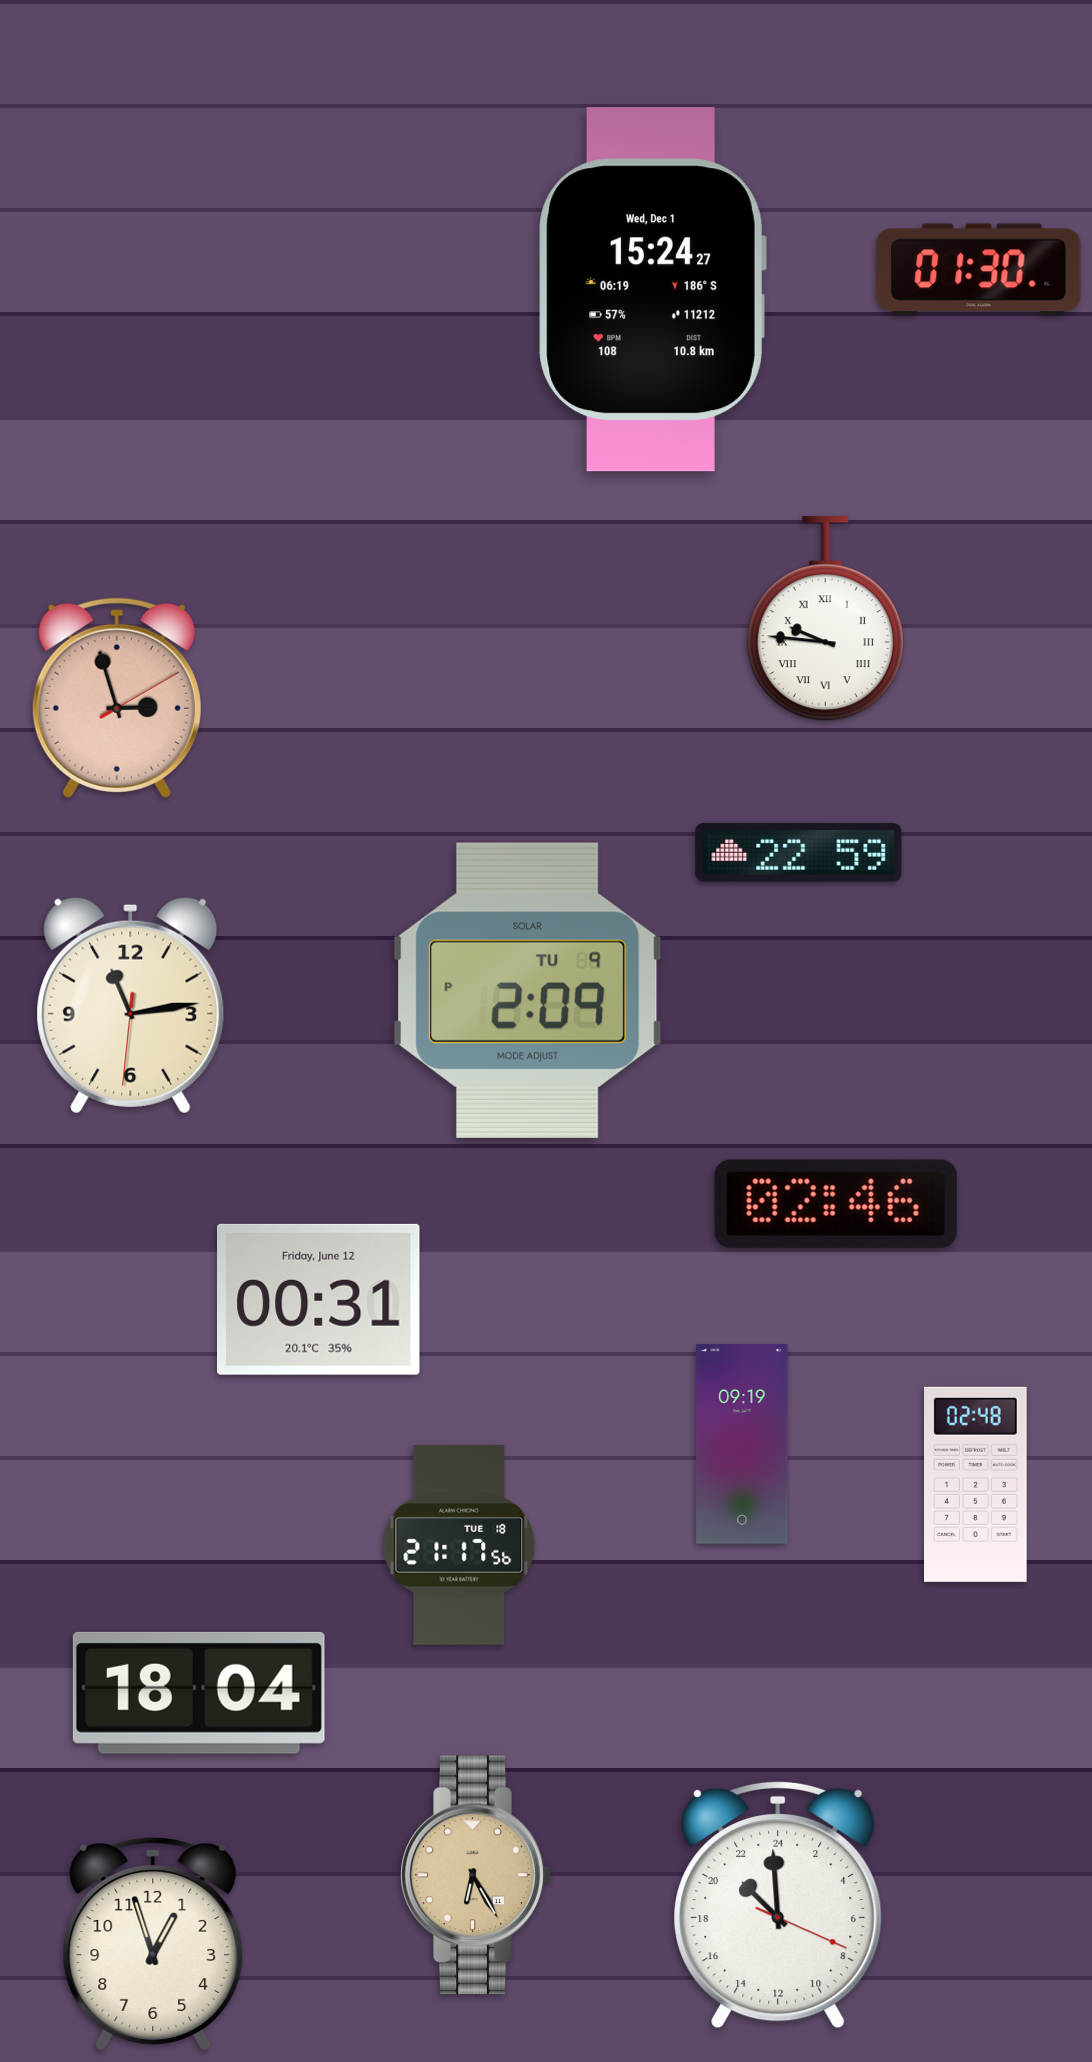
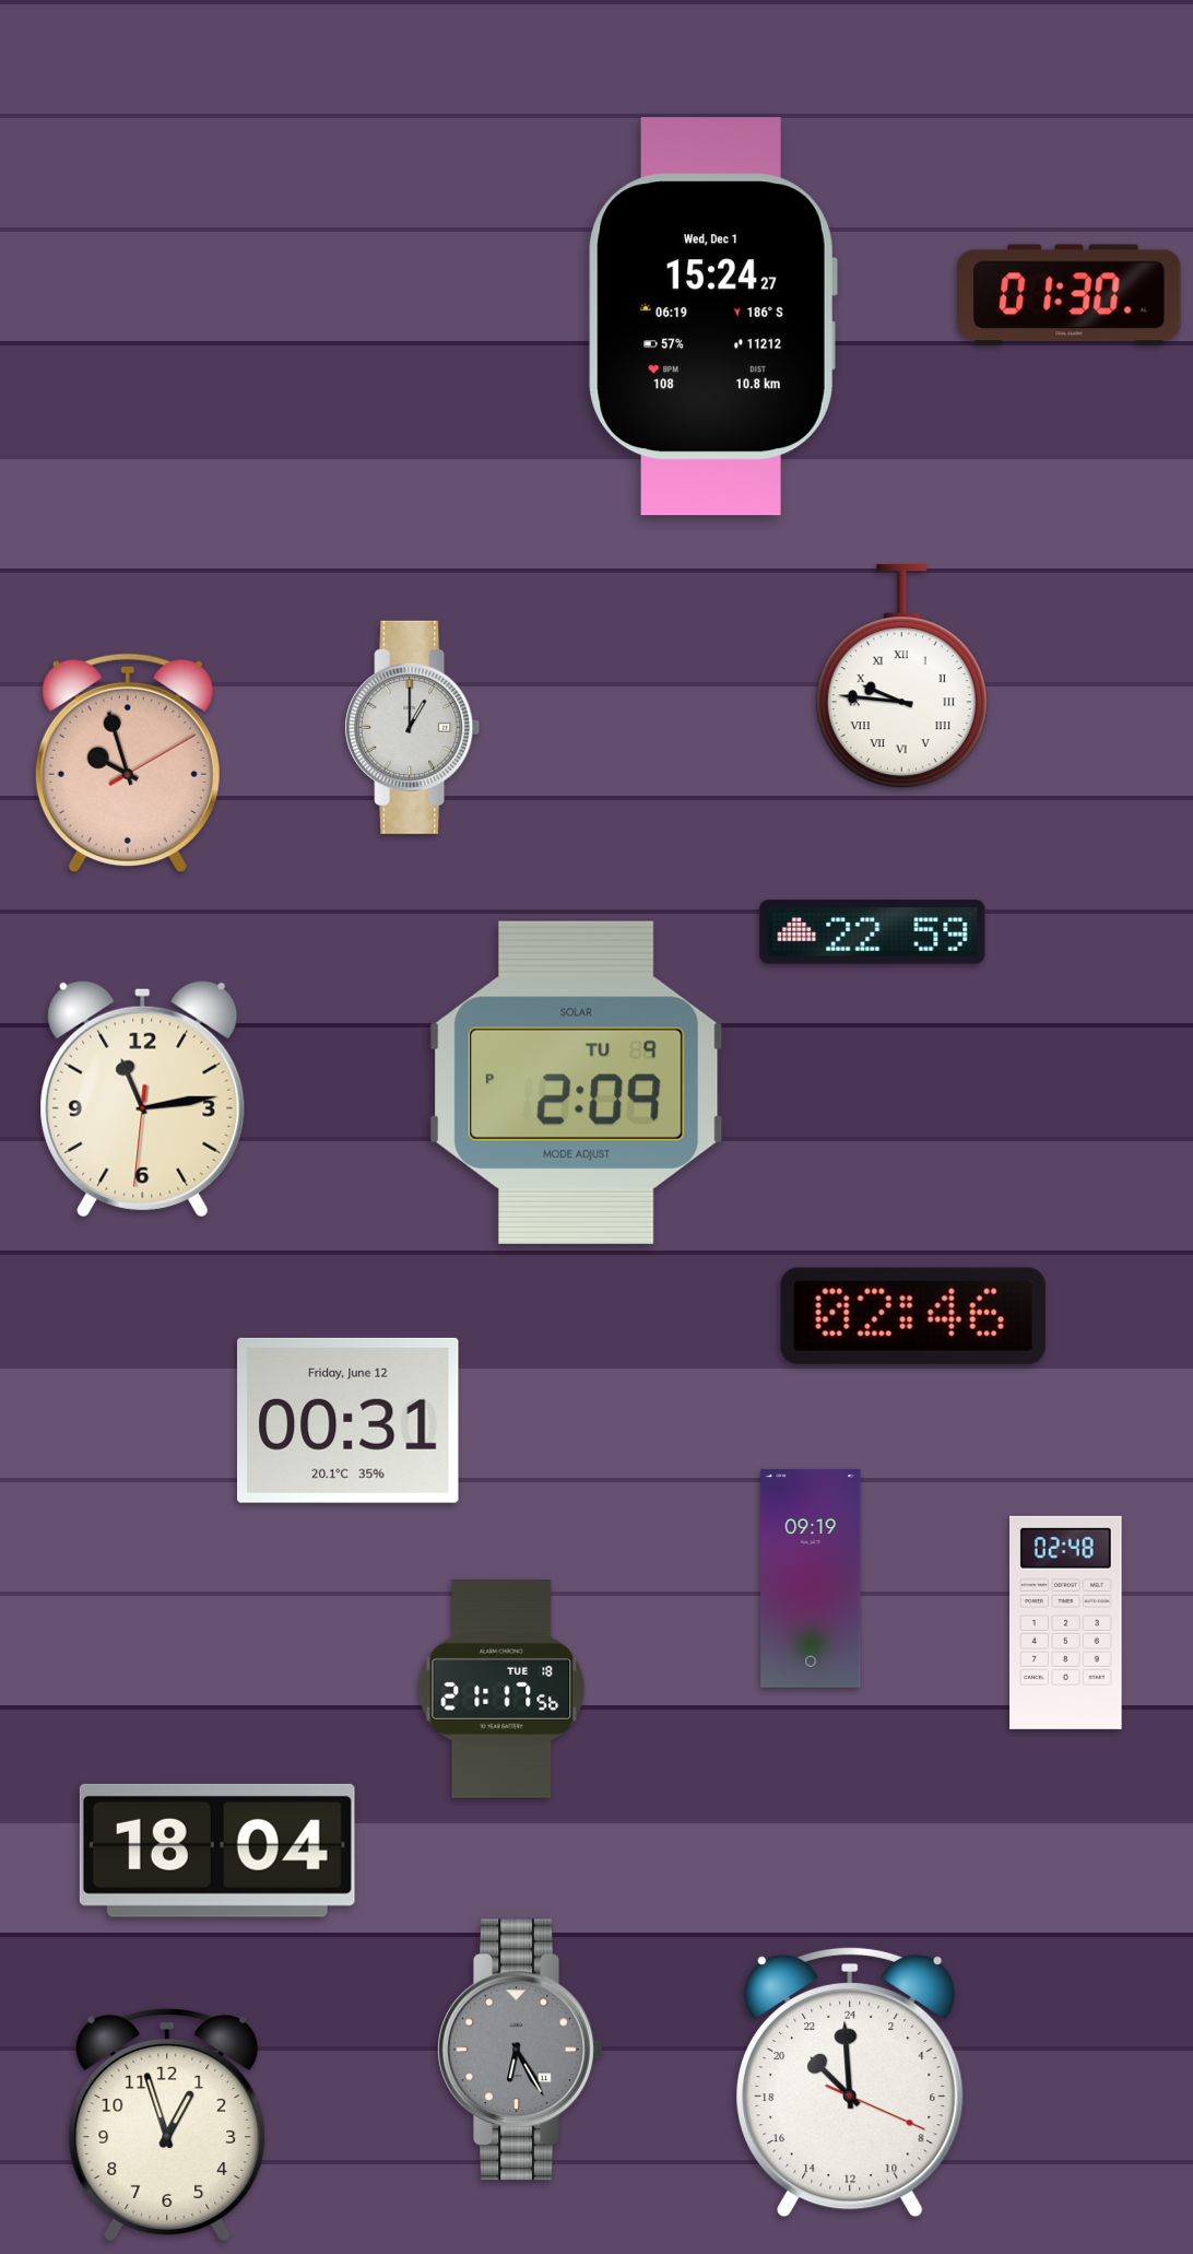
clock at (413, 727): none -> 1:00
clock at (117, 698): 2:57 -> 9:57
clock at (476, 1875) dial: champagne -> grey
